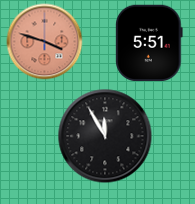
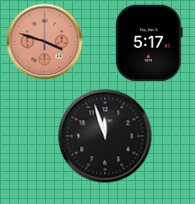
clock at (149, 43): 5:51 -> 5:17
clock at (105, 136): 11:55 -> 11:57
